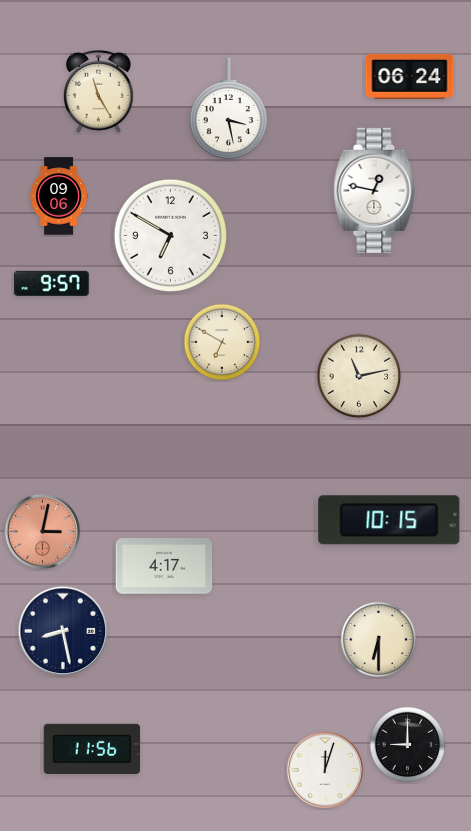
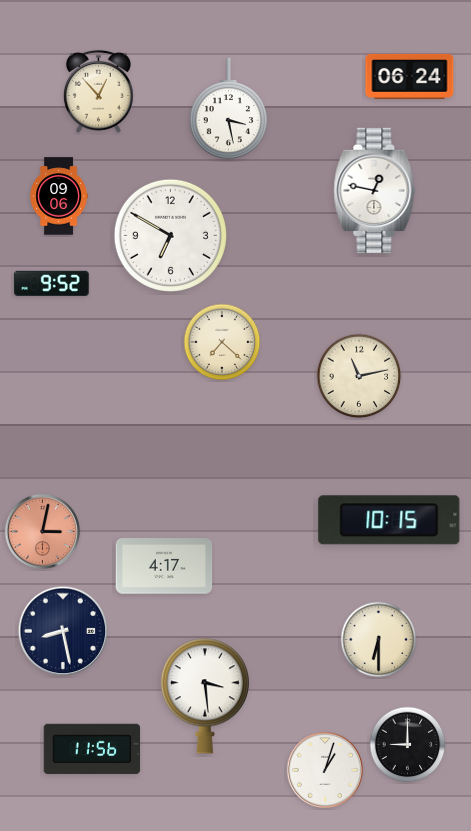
clock at (98, 91): 11:25 -> 12:53
clock at (51, 283): 9:57 -> 9:52
clock at (222, 342): 6:50 -> 7:22
clock at (205, 696): none -> 3:29
clock at (324, 769): 12:03 -> 1:03
